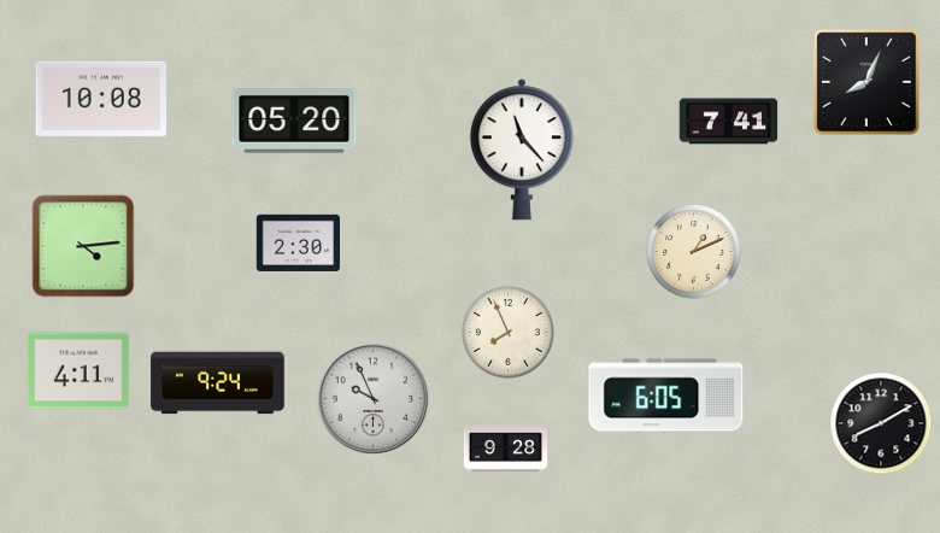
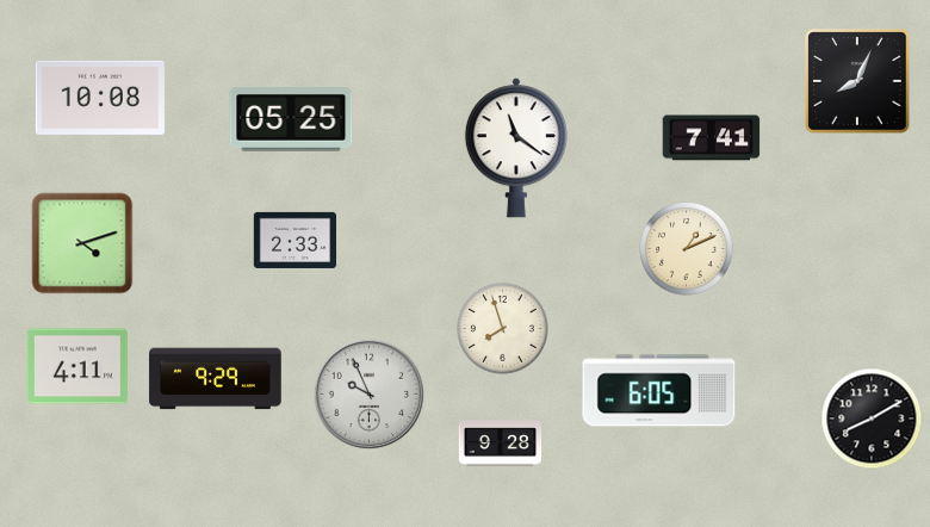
clock at (294, 121): 05:20 -> 05:25
clock at (729, 122) position: (729, 122) -> (712, 138)
clock at (522, 150): 11:23 -> 11:21
clock at (299, 242): 2:30 -> 2:33
clock at (83, 246): 4:14 -> 4:12
clock at (509, 333): 7:56 -> 7:57
clock at (218, 383): 9:24 -> 9:29
